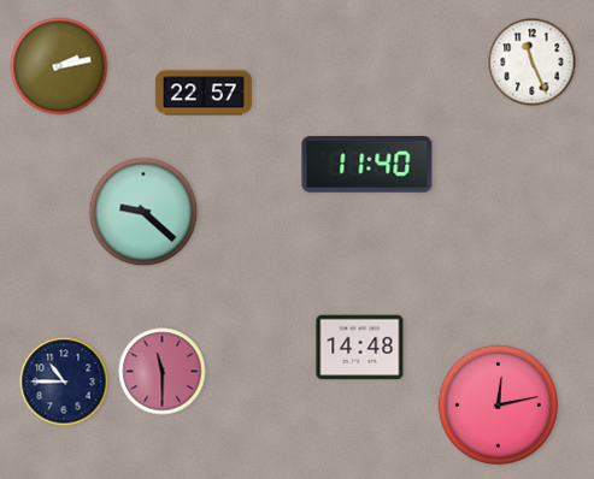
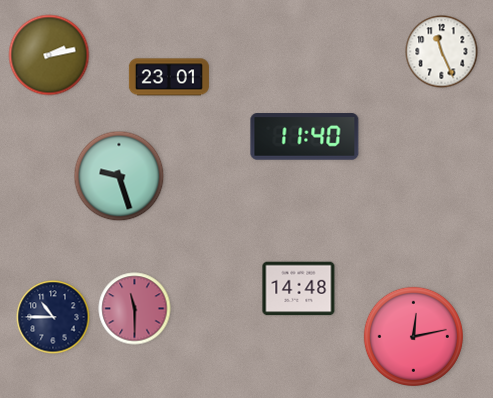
clock at (204, 93): 22:57 -> 23:01
clock at (143, 212): 9:22 -> 9:27
